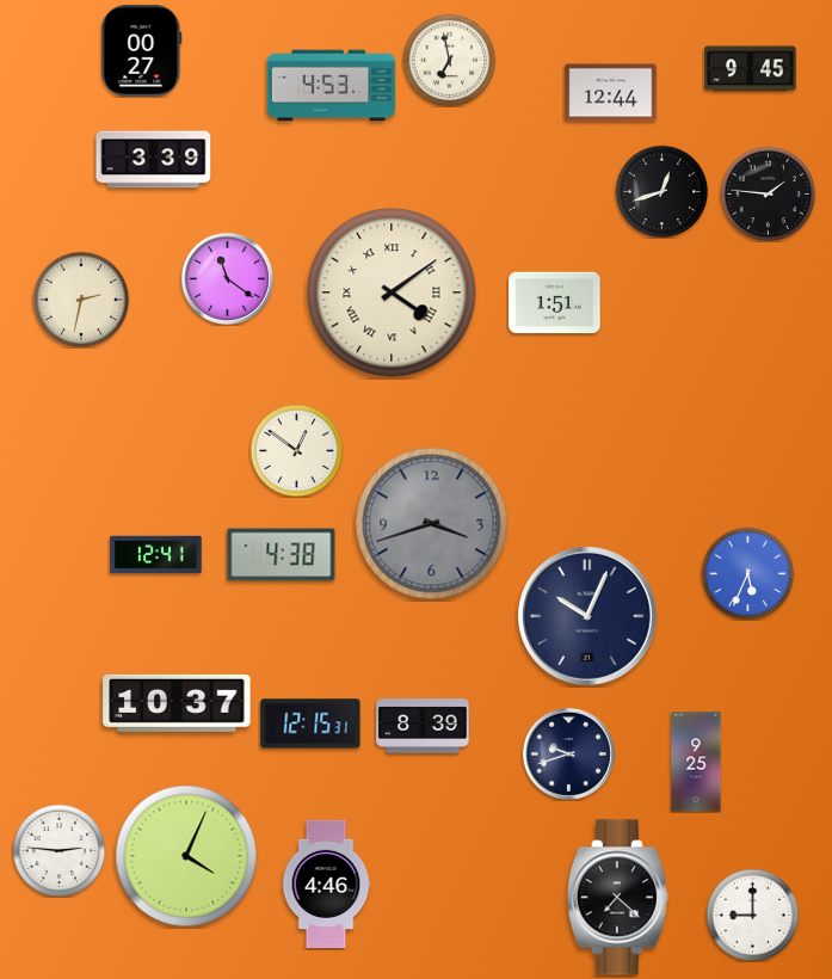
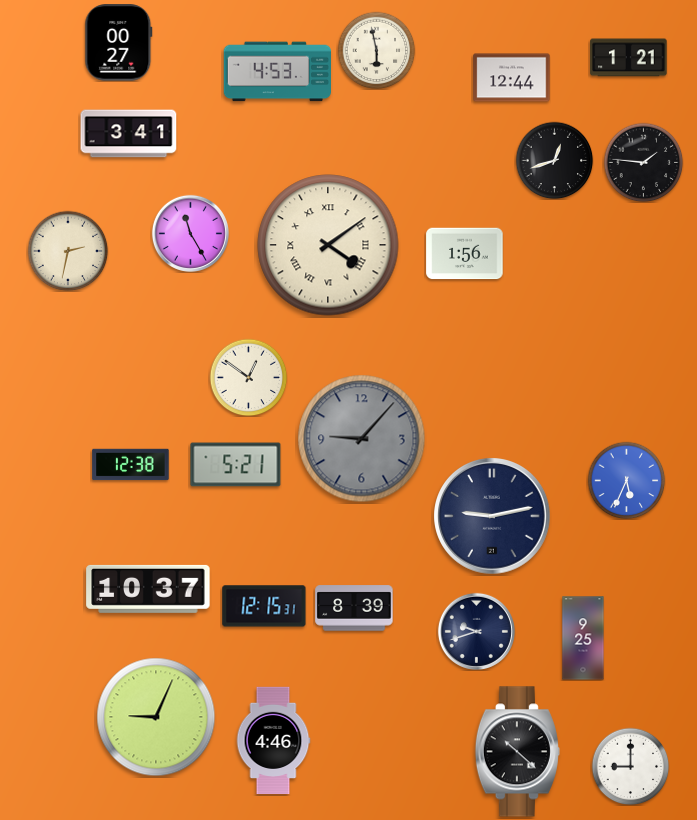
clock at (449, 60): 6:58 -> 5:58
clock at (751, 69): 9:45 -> 1:21
clock at (154, 160): 3:39 -> 3:41
clock at (227, 278): 11:21 -> 11:25
clock at (555, 303): 1:51 -> 1:56
clock at (432, 524): 3:42 -> 9:07
clock at (156, 555): 12:41 -> 12:38
clock at (282, 555): 4:38 -> 5:21
clock at (587, 616): 10:04 -> 9:13
clock at (310, 724) position: (310, 724) -> (264, 606)
clock at (58, 850): 2:46 -> none
clock at (186, 856): 4:04 -> 9:04
clock at (617, 898): 7:22 -> 10:22
